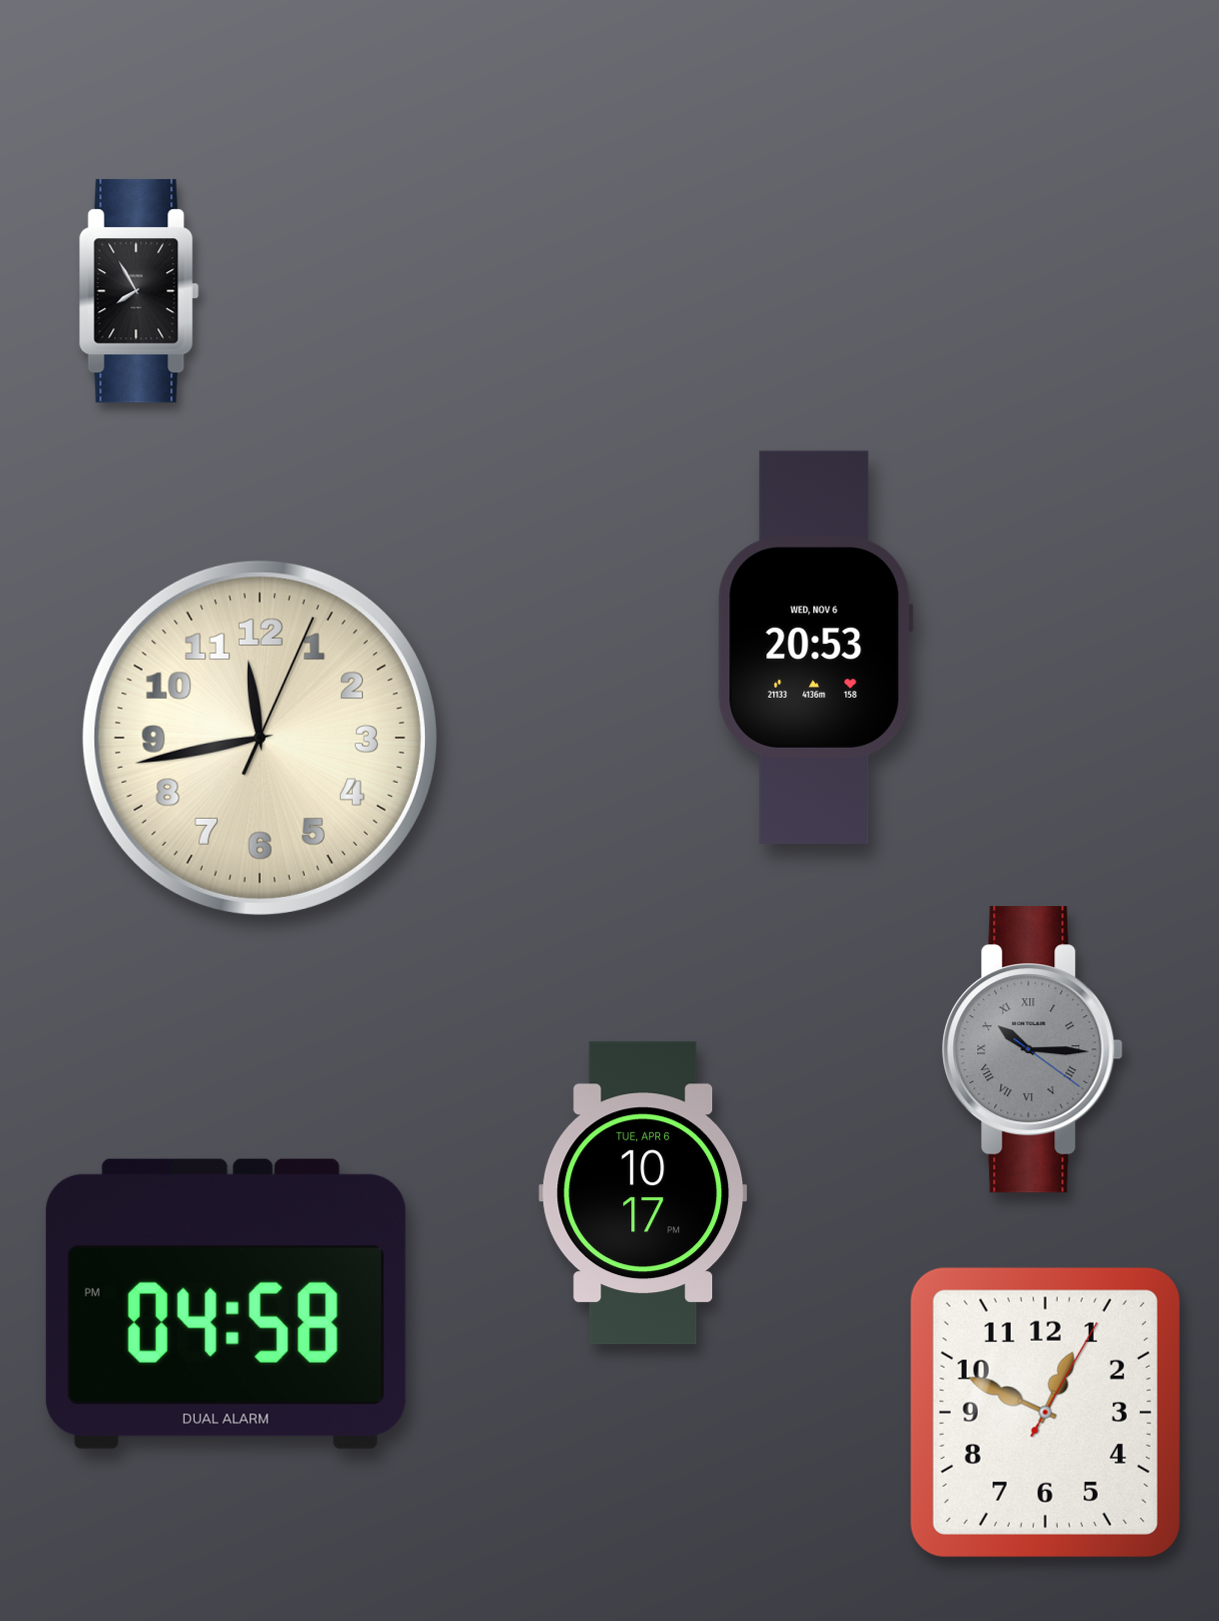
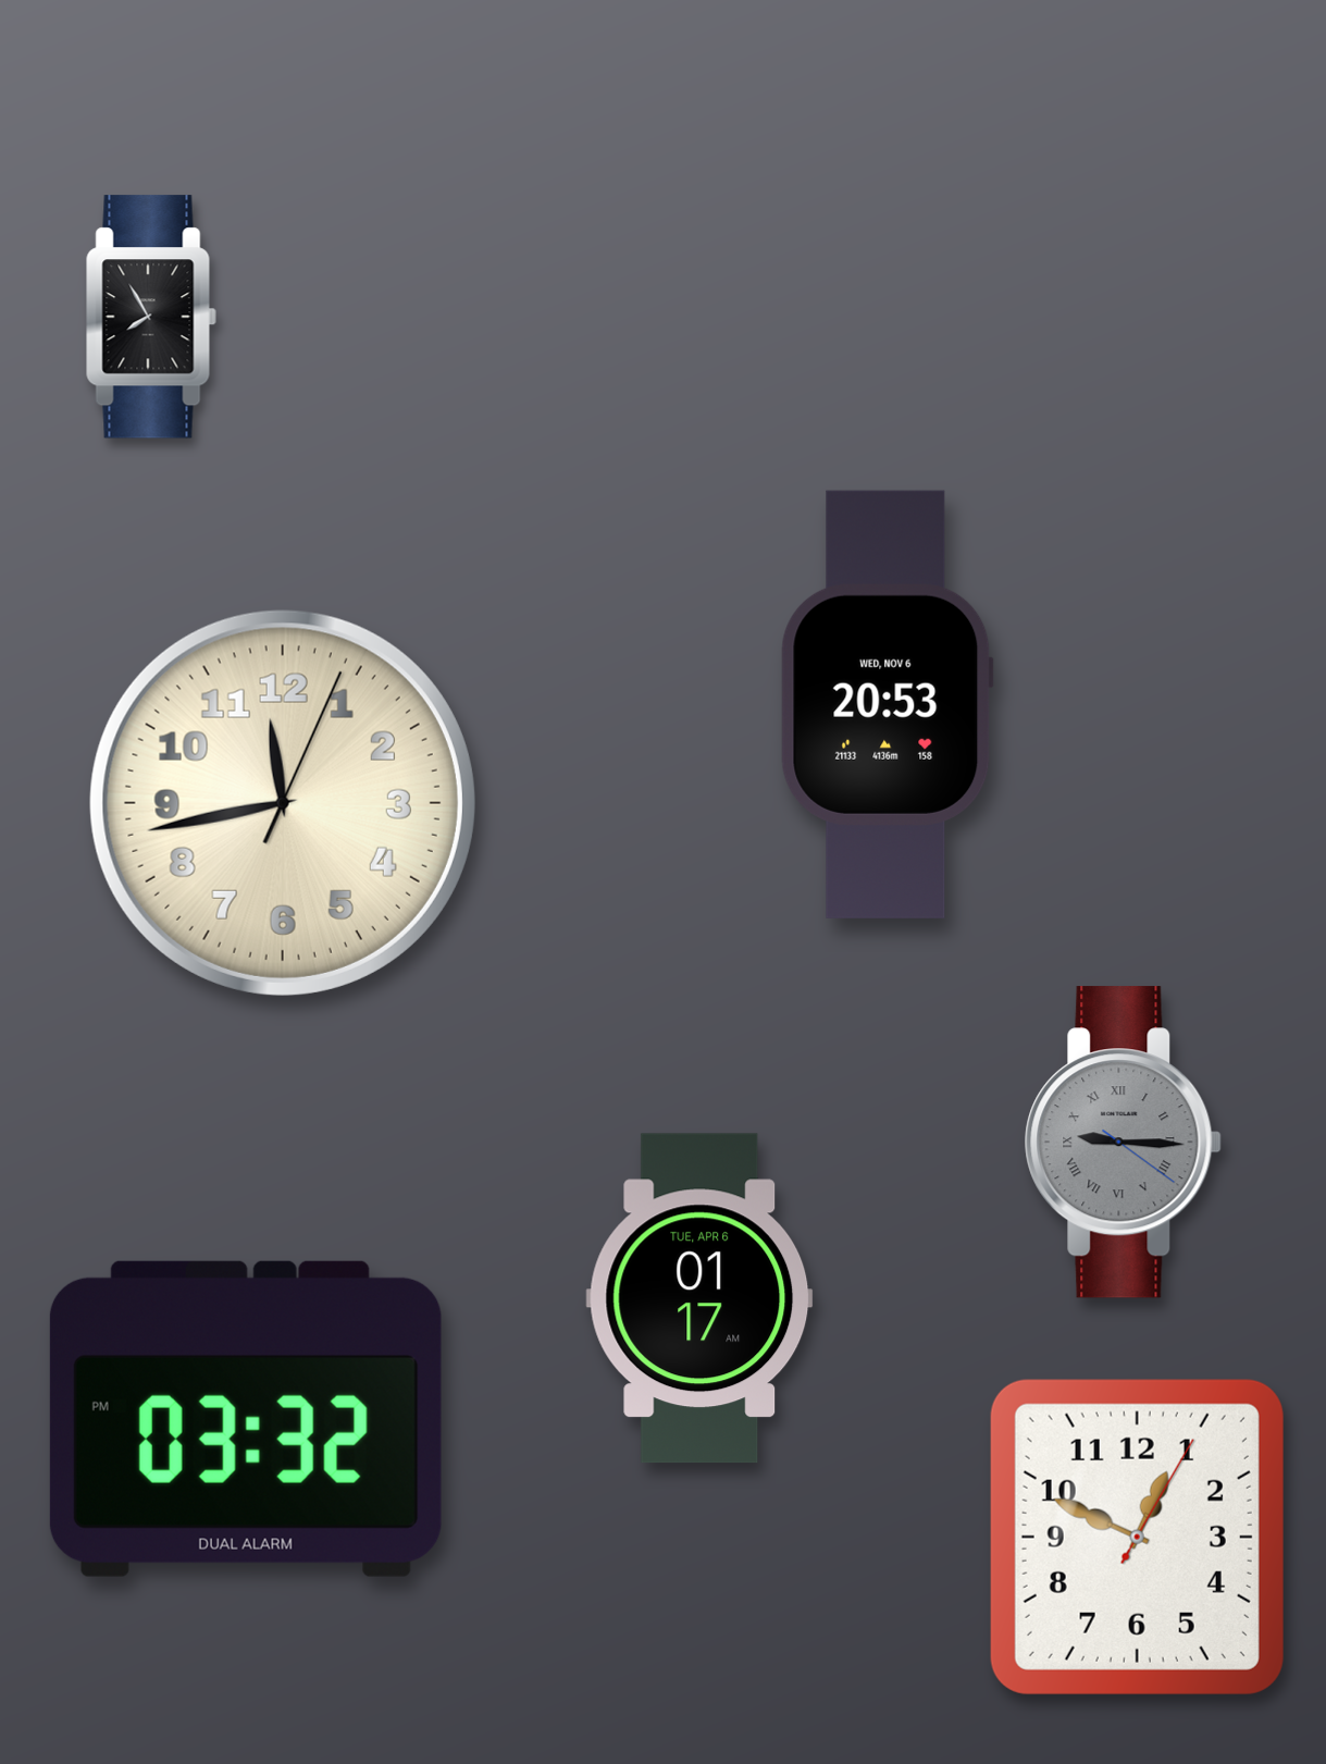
clock at (1032, 1050): 10:15 -> 9:15
clock at (643, 1193): 10:17 -> 01:17
clock at (226, 1304): 04:58 -> 03:32
